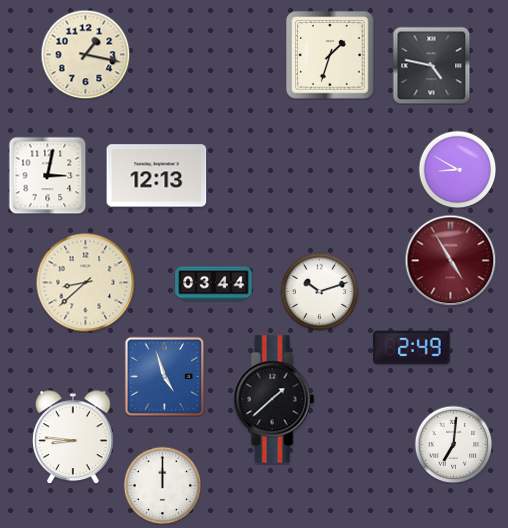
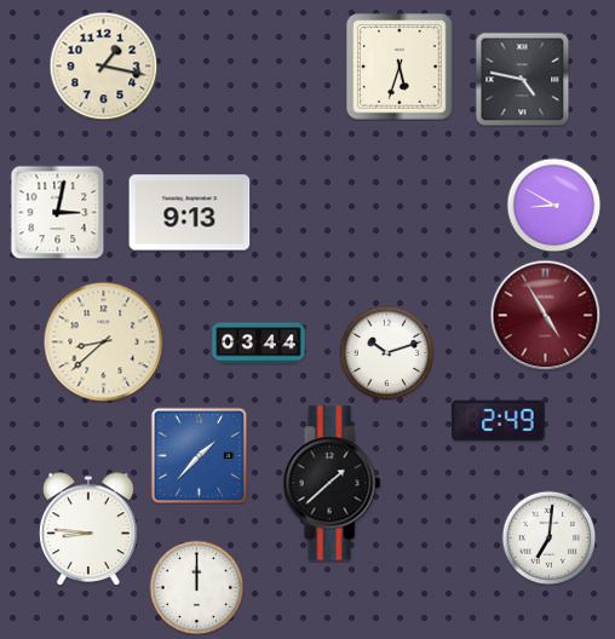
clock at (330, 55): 1:33 -> 5:33
clock at (157, 176): 12:13 -> 9:13
clock at (164, 376): 4:57 -> 1:37
